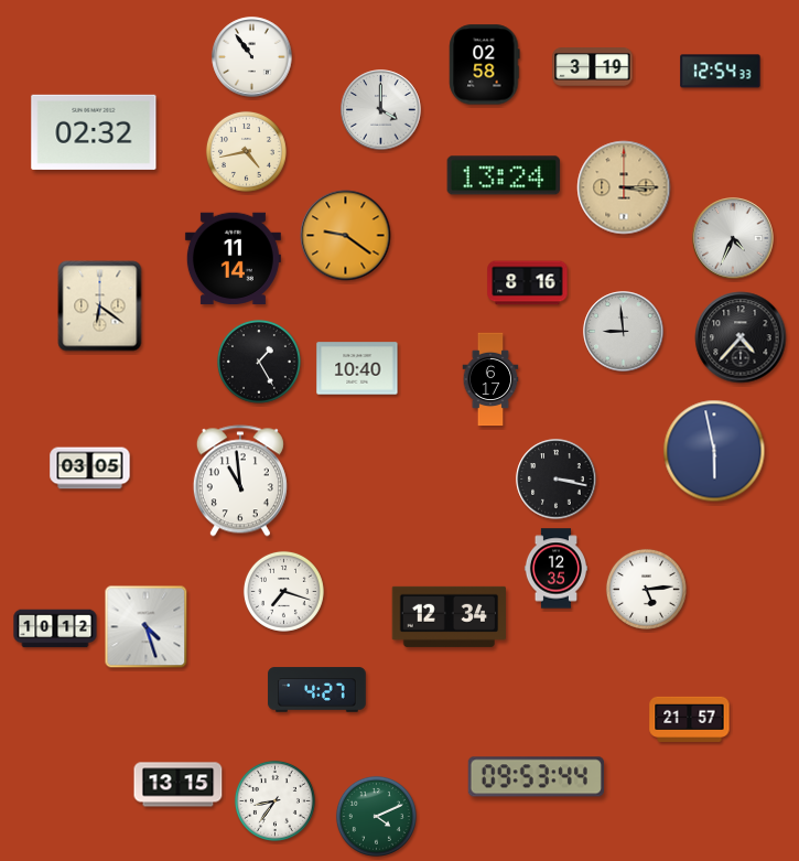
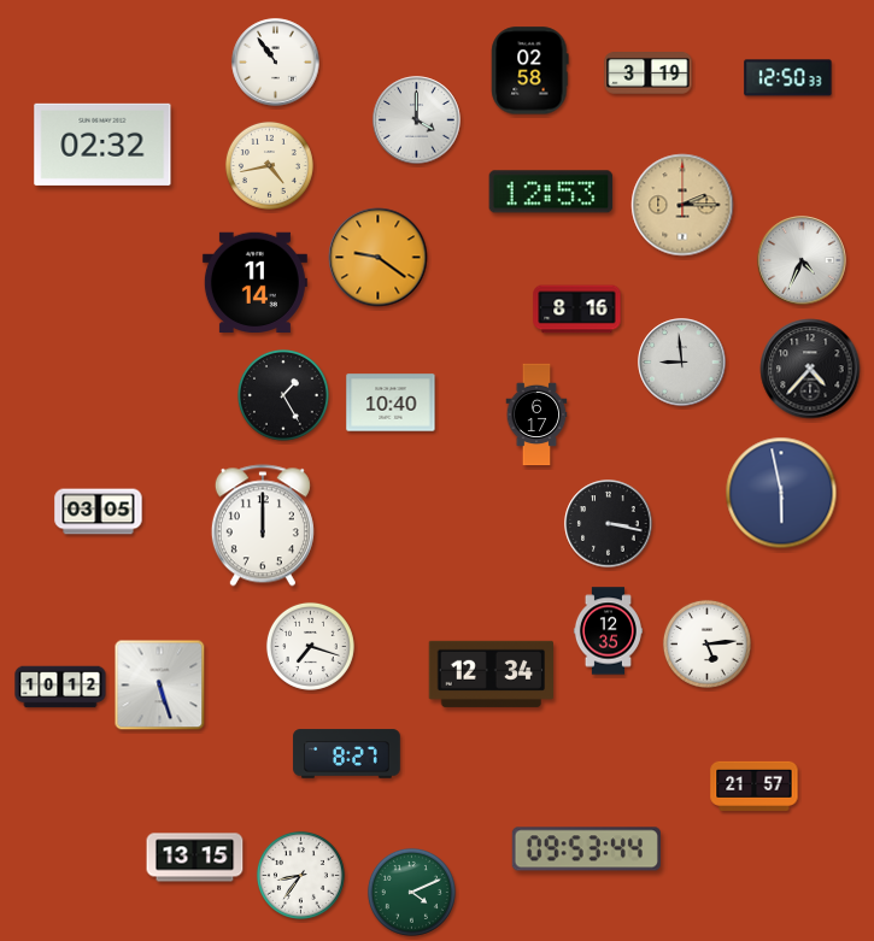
clock at (721, 72): 12:54 -> 12:50
clock at (504, 175): 13:24 -> 12:53
clock at (624, 187): 3:15 -> 2:15
clock at (100, 306): 6:21 -> none
clock at (240, 481): 10:59 -> 12:00
clock at (555, 569) position: (555, 569) -> (608, 631)
clock at (147, 627): 4:27 -> 5:27
clock at (317, 690): 4:27 -> 8:27
